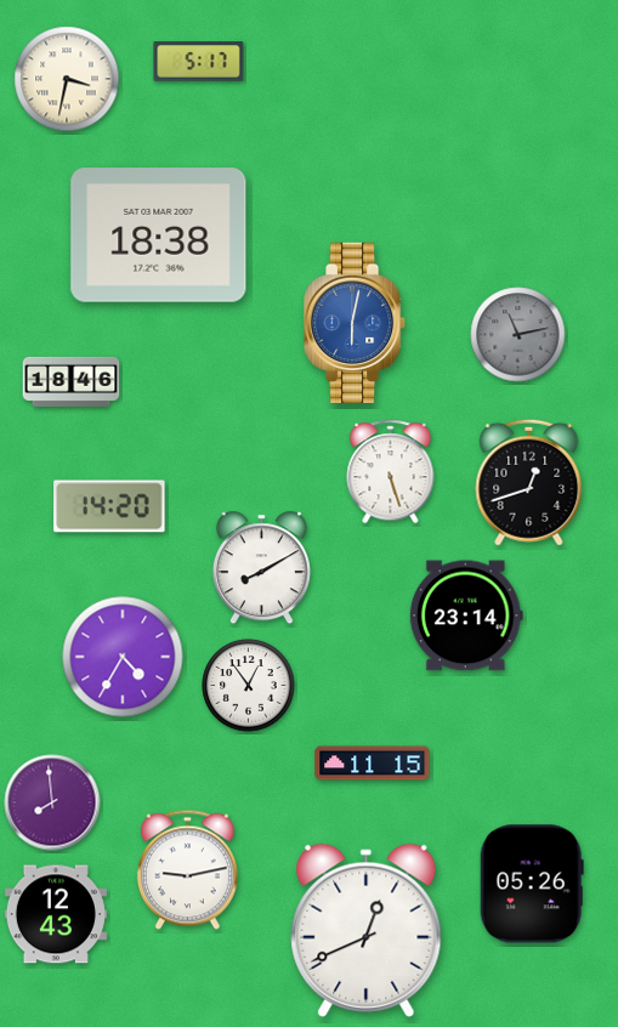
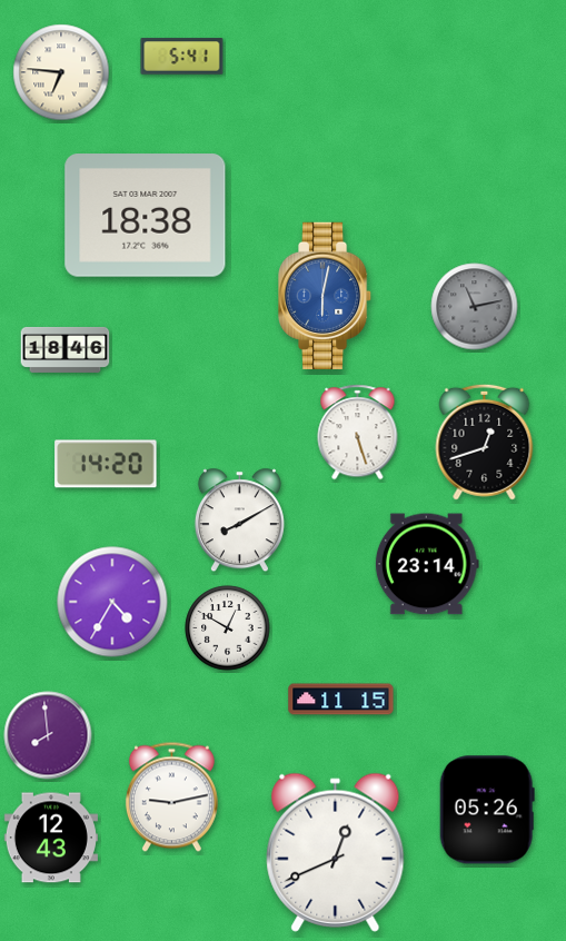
clock at (199, 62): 5:17 -> 5:41
clock at (67, 79): 3:32 -> 6:46
clock at (109, 506) position: (109, 506) -> (106, 464)
clock at (249, 686): 12:54 -> 12:50
